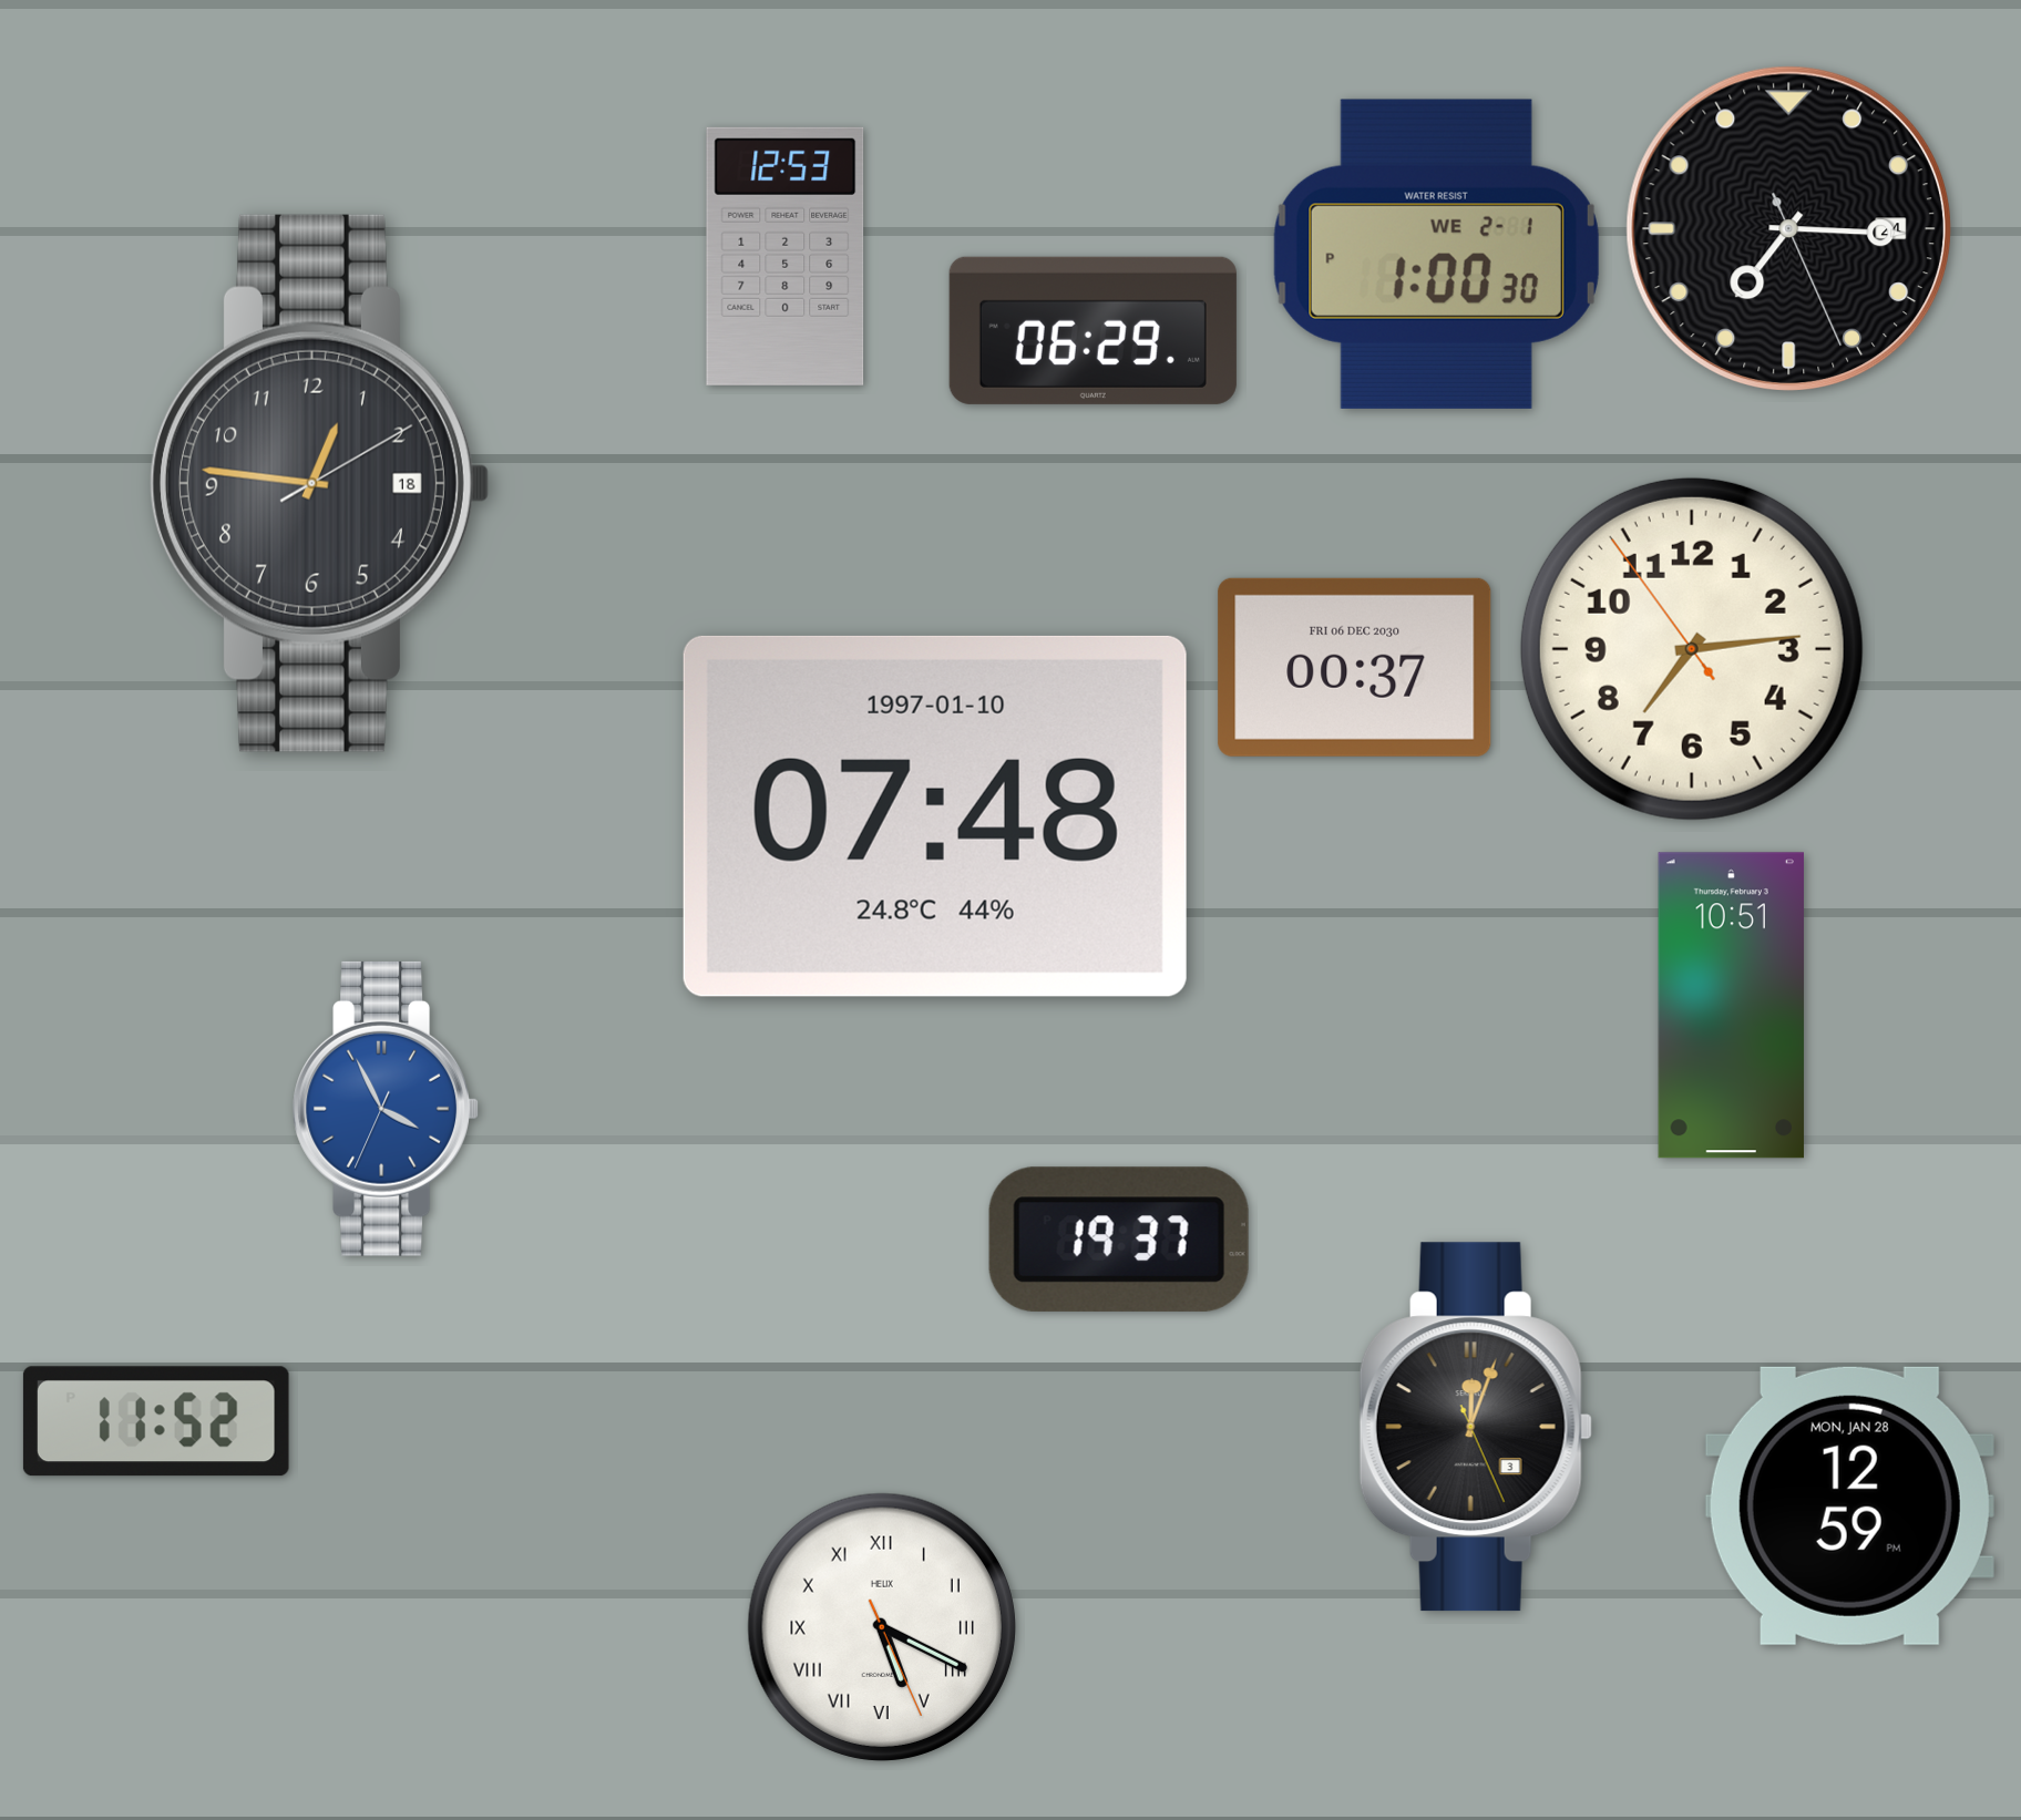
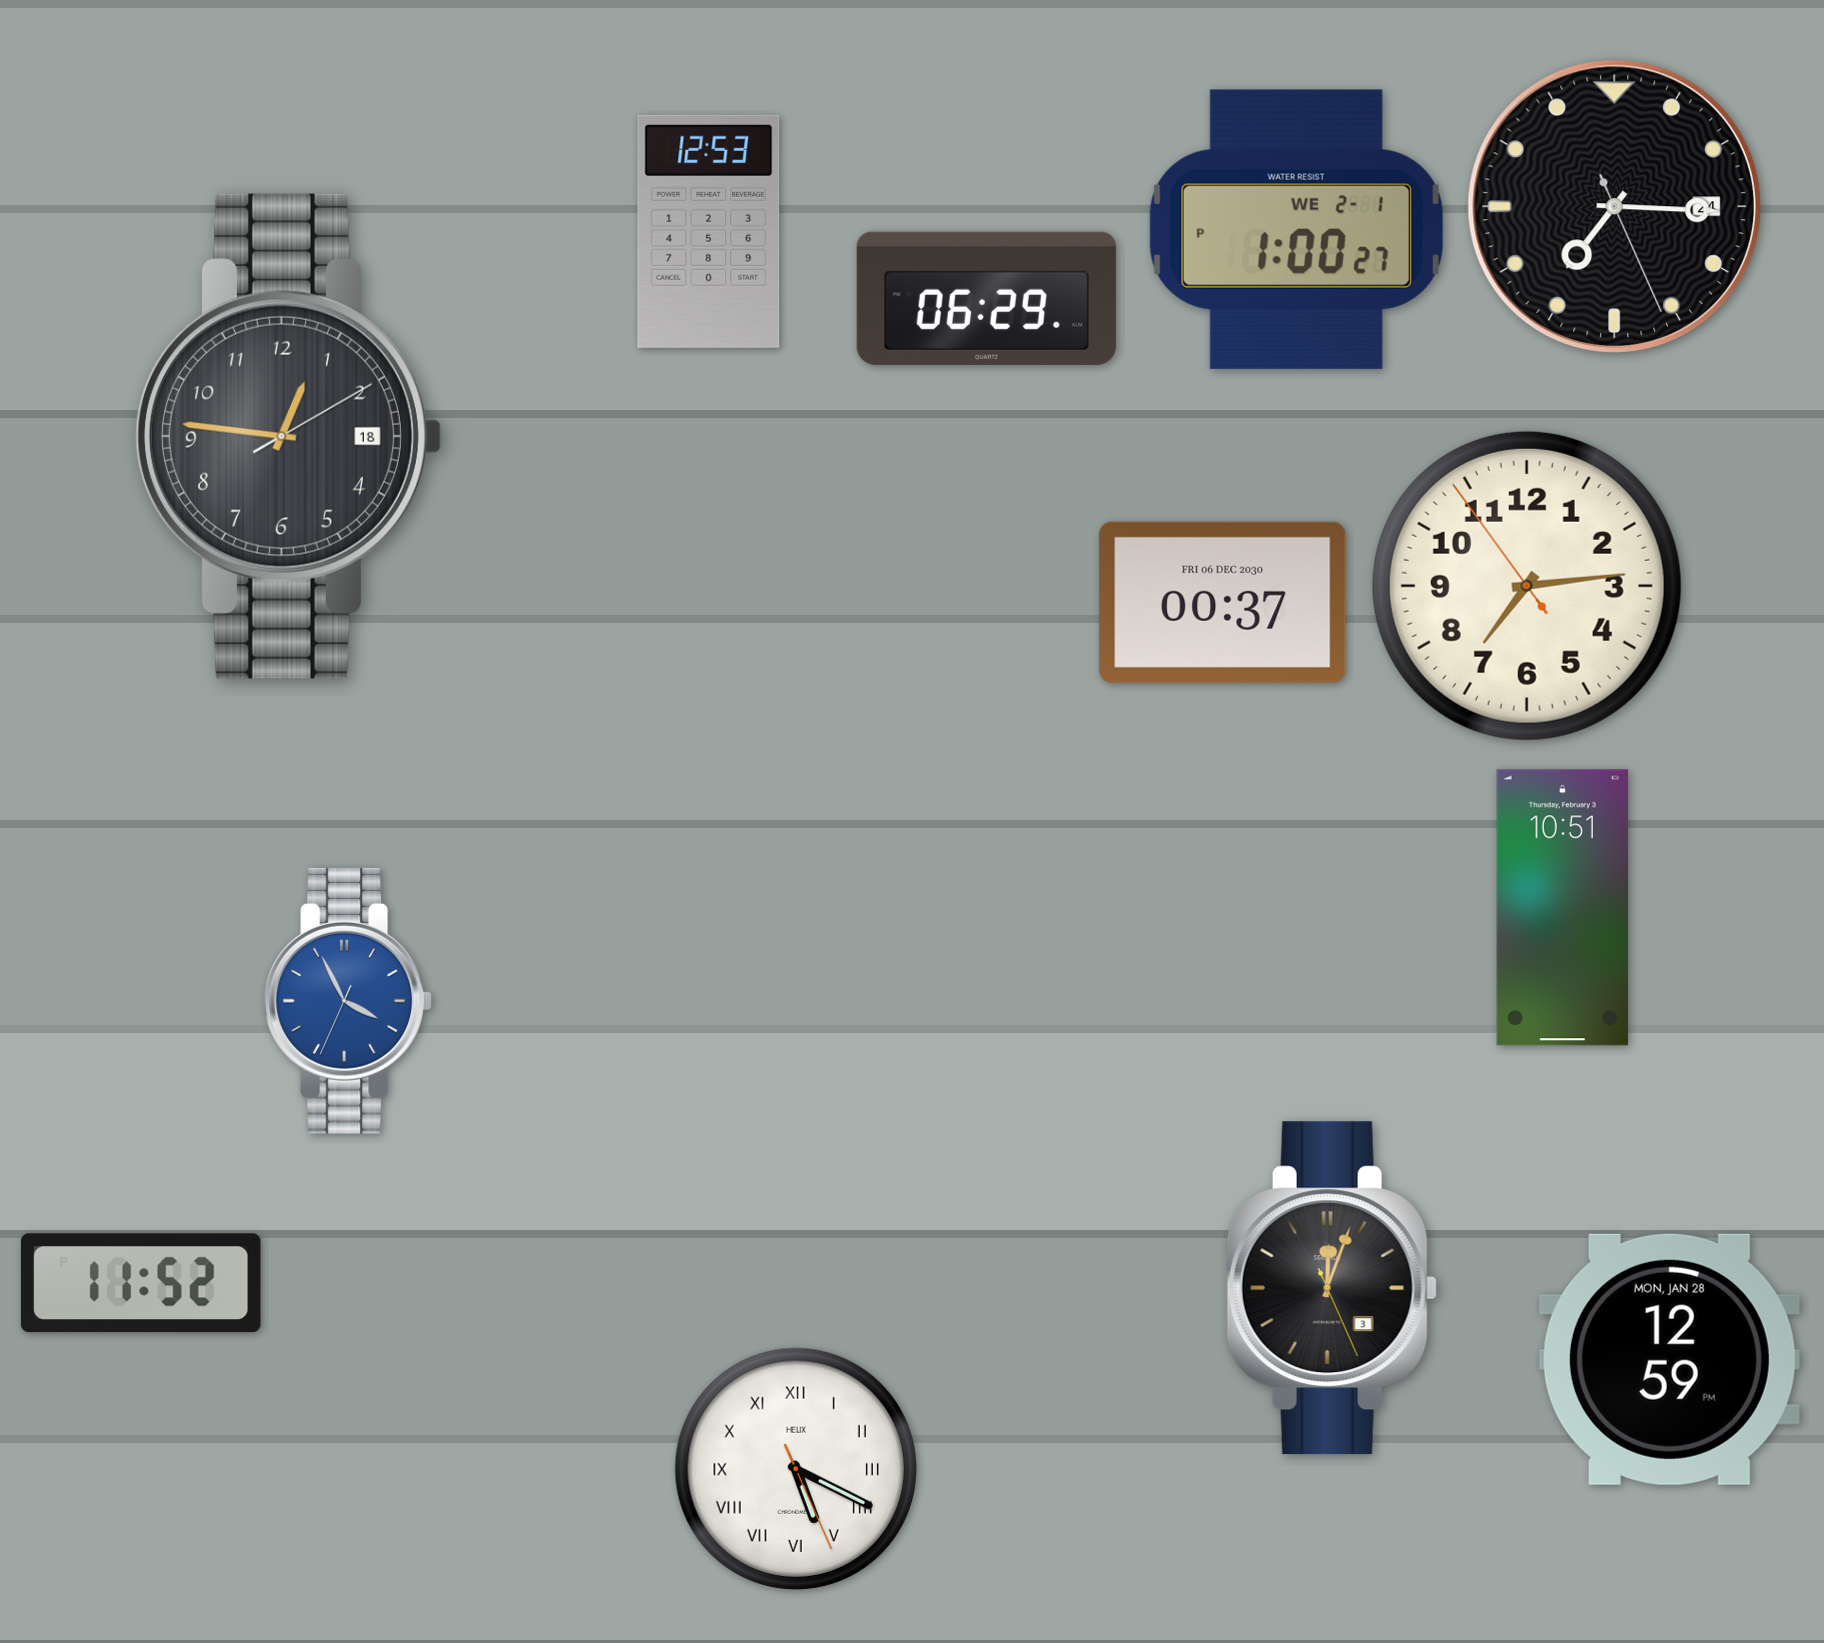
clock at (1436, 254): 1:00:30 PM -> 1:00:27 PM
clock at (935, 816): 07:48 -> none
clock at (1119, 1240): 19:37 -> none
